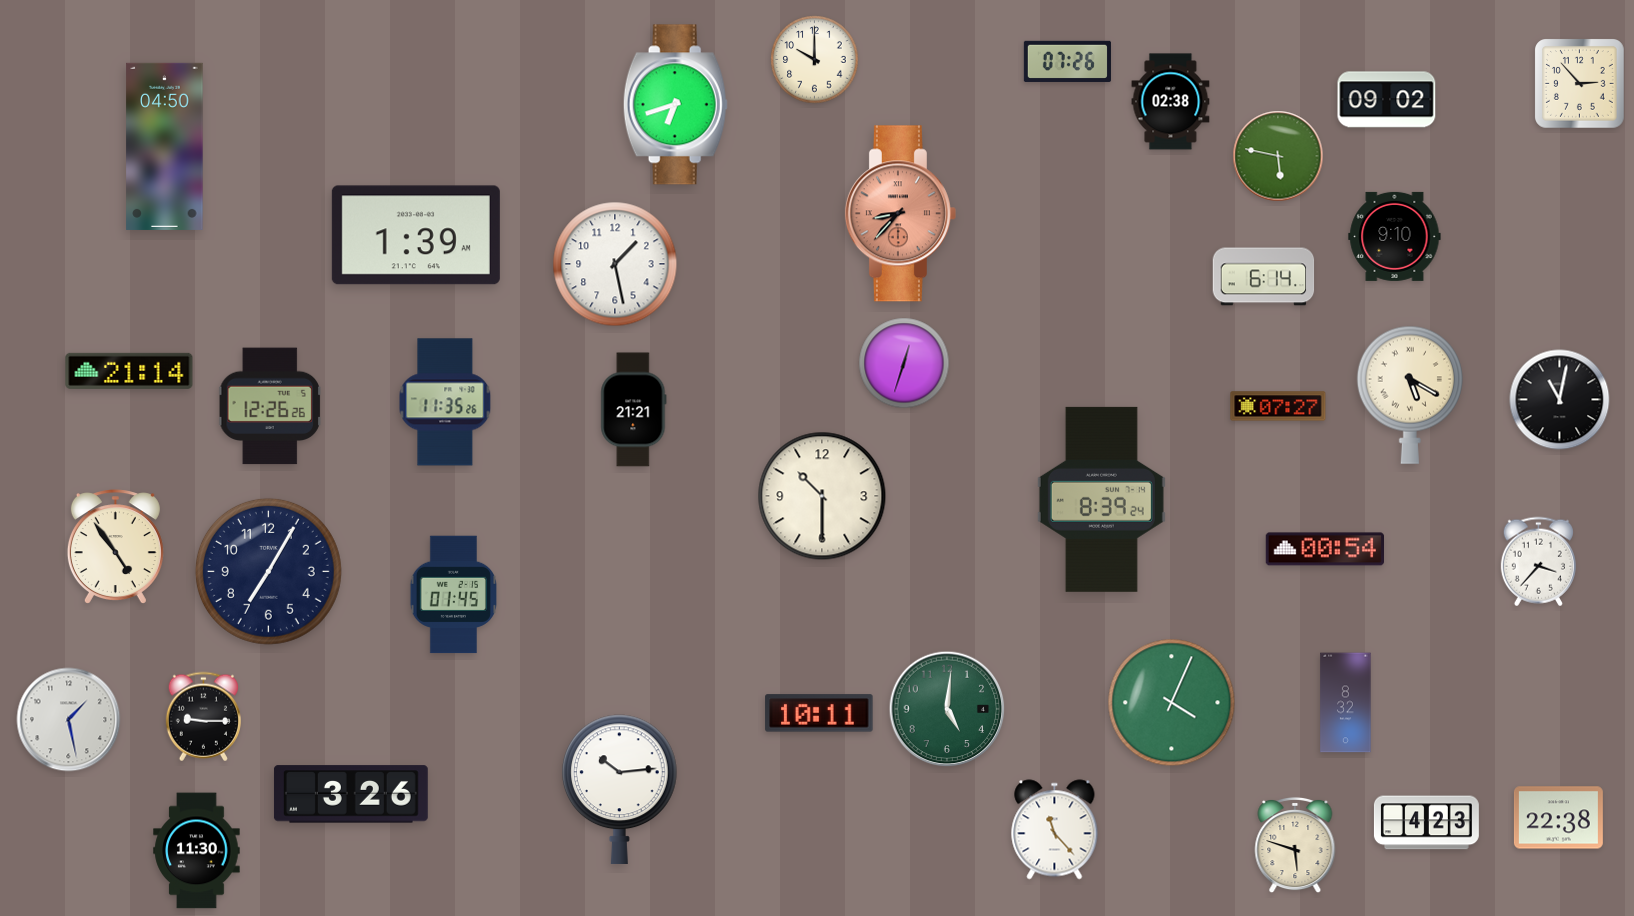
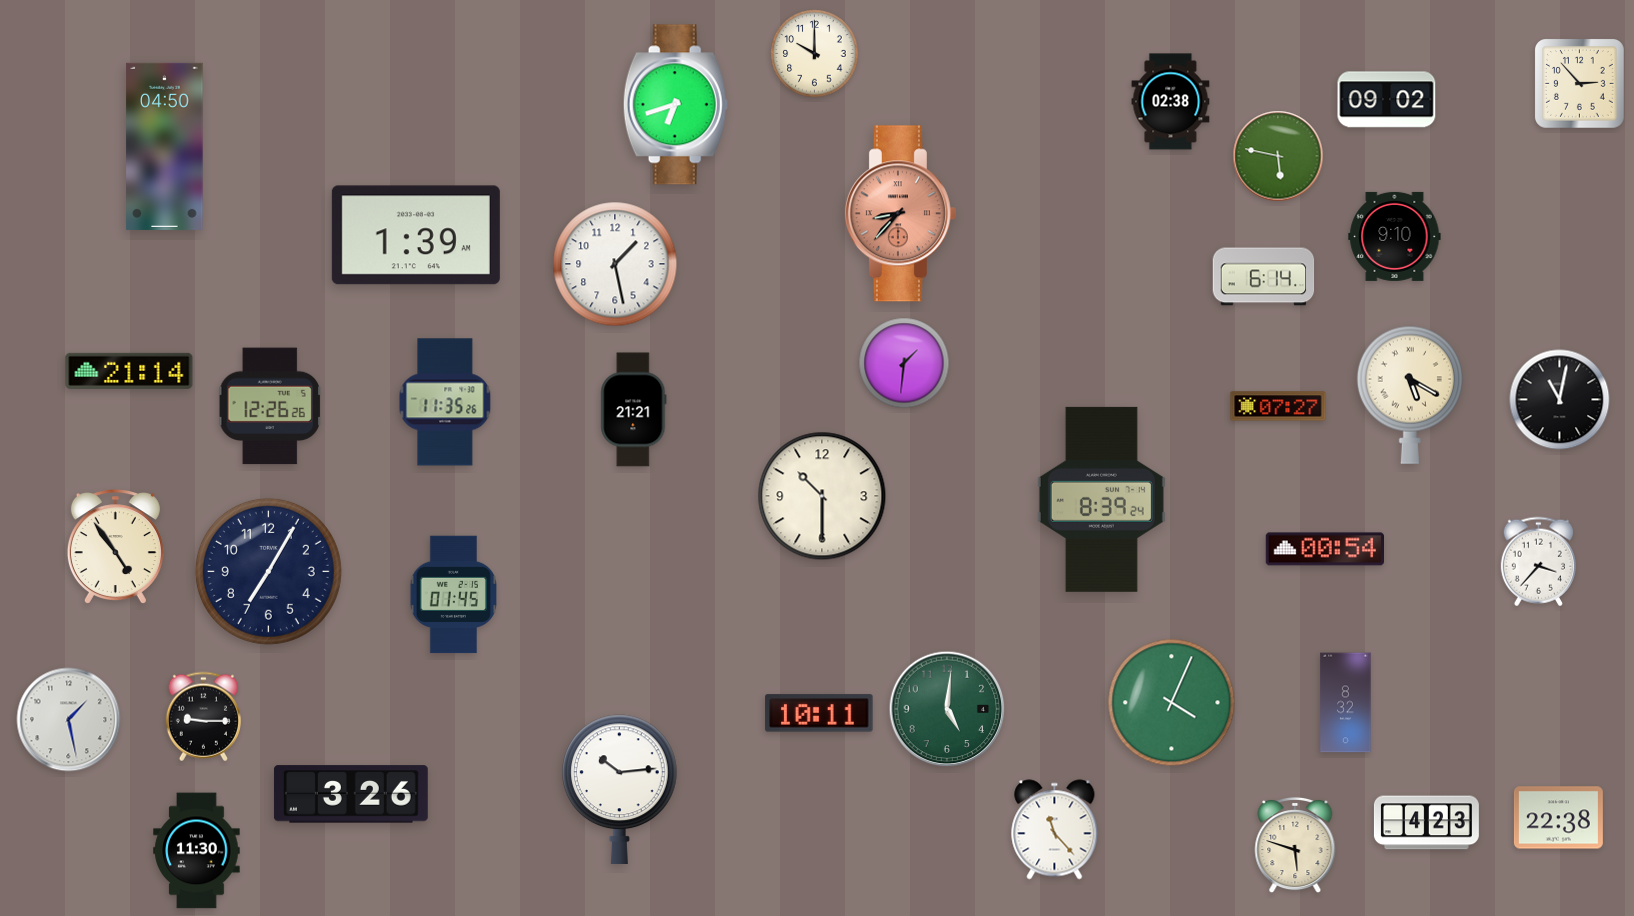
clock at (815, 60) position: (815, 60) -> (815, 54)
clock at (1067, 61): 07:26 -> none
clock at (904, 363): 12:33 -> 1:31
